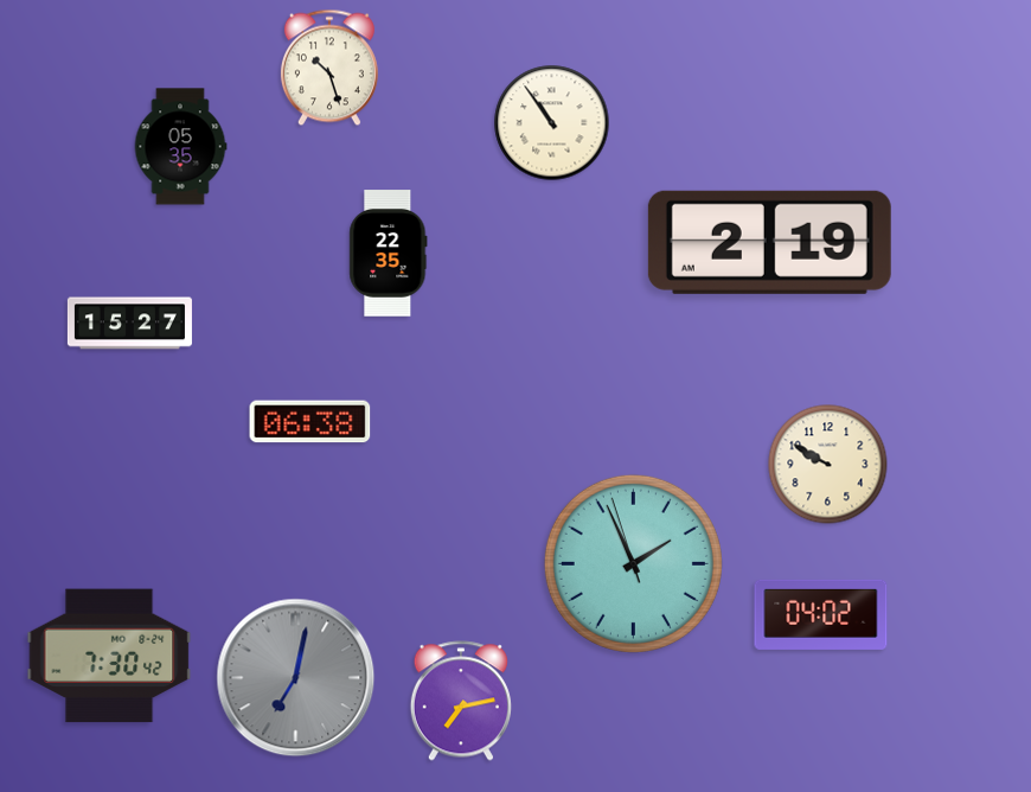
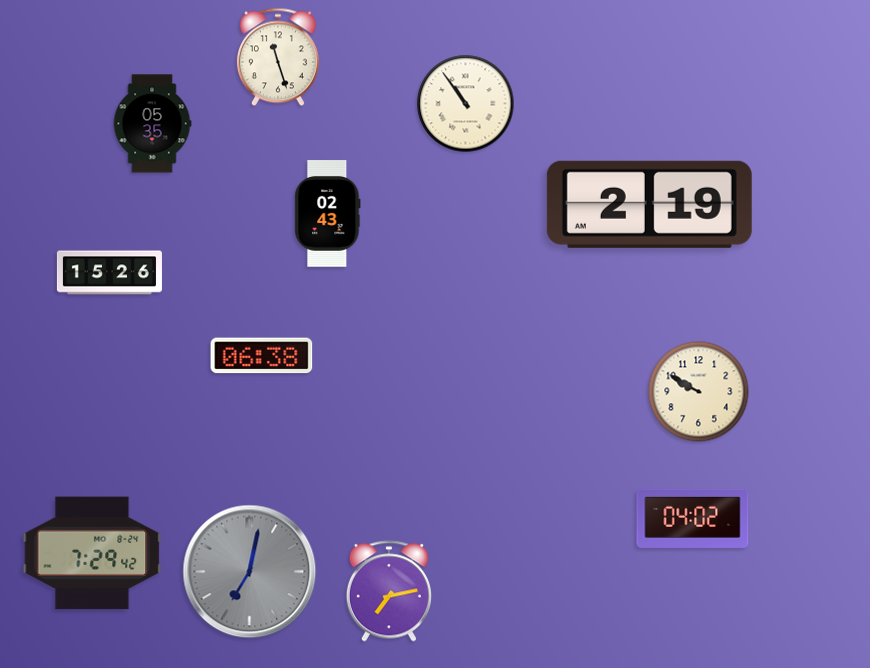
clock at (329, 68): 10:27 -> 11:27
clock at (389, 254): 22:35 -> 02:43
clock at (129, 324): 15:27 -> 15:26
clock at (633, 563): 1:55 -> none
clock at (109, 656): 7:30 -> 7:29
